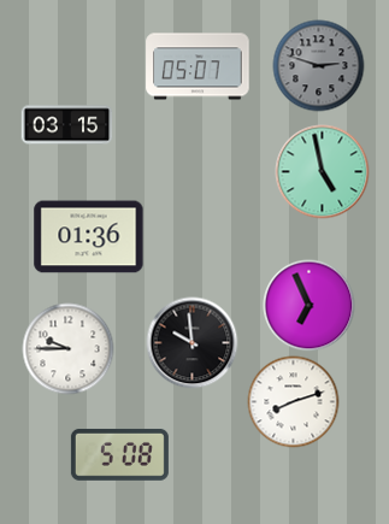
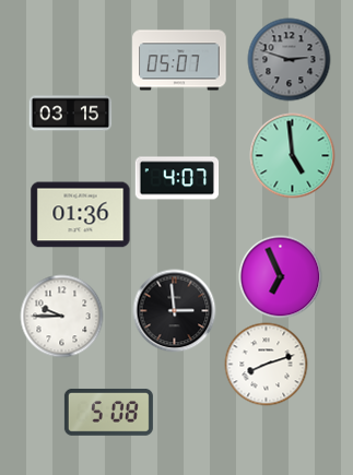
clock at (67, 125) position: (67, 125) -> (71, 114)
clock at (323, 172): 4:58 -> 4:59
clock at (177, 178): none -> 4:07
clock at (193, 343): 9:59 -> 2:59
